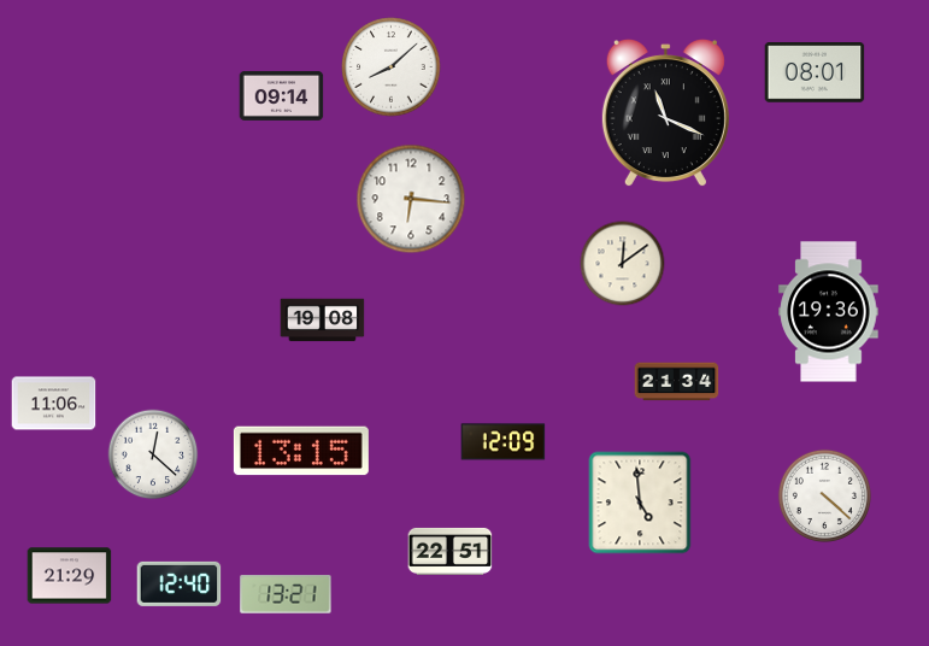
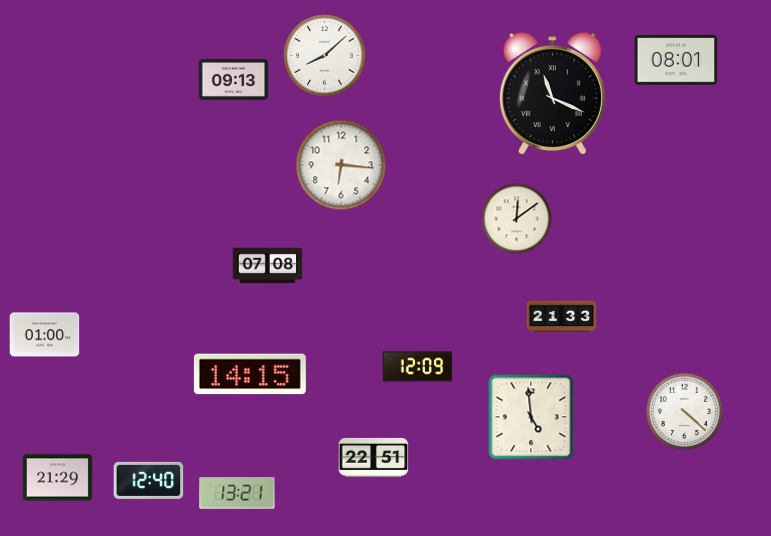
clock at (282, 95): 09:14 -> 09:13
clock at (829, 312): 19:36 -> none
clock at (323, 321): 19:08 -> 07:08
clock at (677, 382): 21:34 -> 21:33
clock at (54, 404): 11:06 -> 01:00
clock at (301, 451): 13:15 -> 14:15
clock at (153, 454): 12:22 -> none
clock at (180, 583) position: (180, 583) -> (149, 480)
